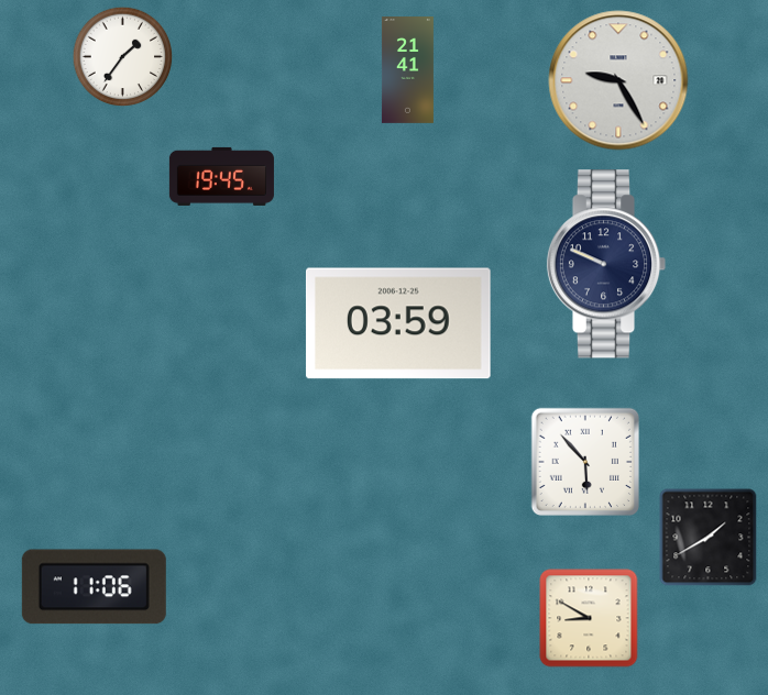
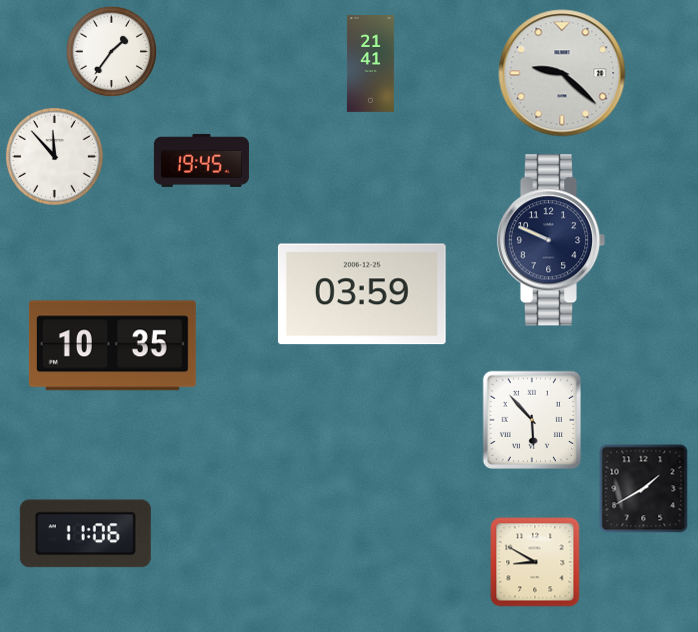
clock at (618, 80): 9:25 -> 9:22
clock at (54, 156): none -> 11:53
clock at (112, 346): none -> 10:35
